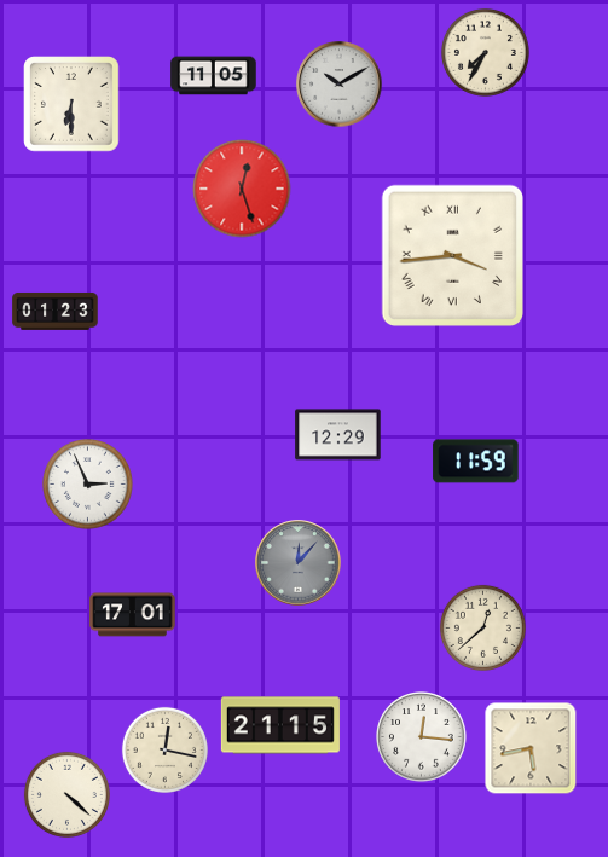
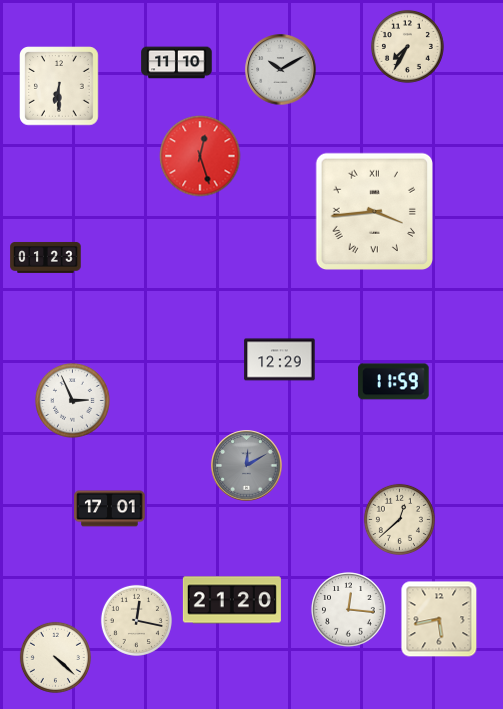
clock at (485, 52) position: (485, 52) -> (407, 46)
clock at (214, 76): 11:05 -> 11:10
clock at (299, 563): 12:07 -> 12:10
clock at (280, 725): 21:15 -> 21:20
